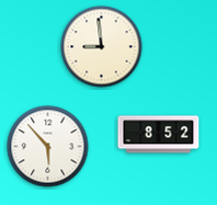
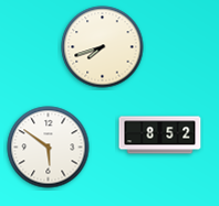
clock at (102, 47): 8:59 -> 7:42
clock at (48, 147): 5:53 -> 5:51
